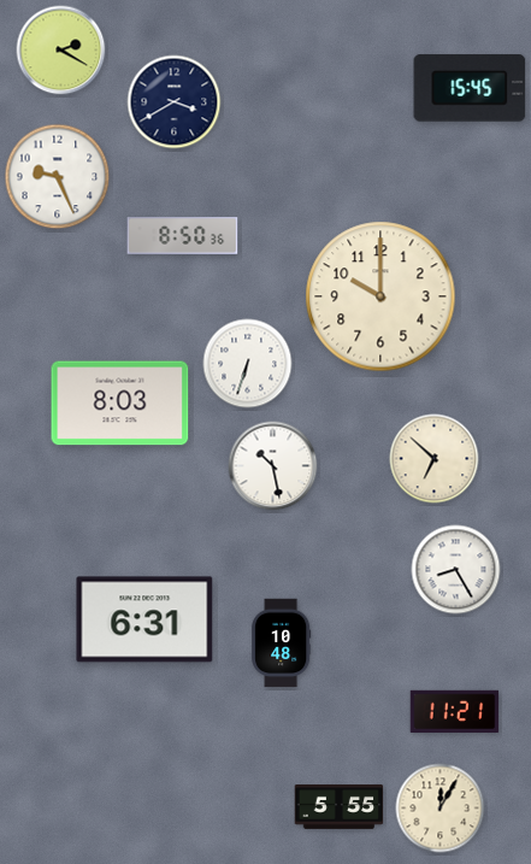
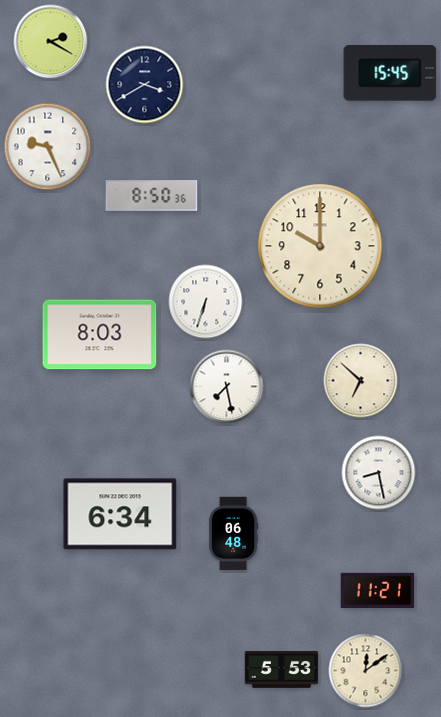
clock at (380, 296) position: (380, 296) -> (320, 246)
clock at (273, 466): 10:28 -> 7:28
clock at (456, 570): 8:25 -> 8:28
clock at (144, 619): 6:31 -> 6:34
clock at (282, 643): 10:48 -> 06:48
clock at (340, 807): 5:55 -> 5:53
clock at (441, 809): 12:05 -> 12:09
